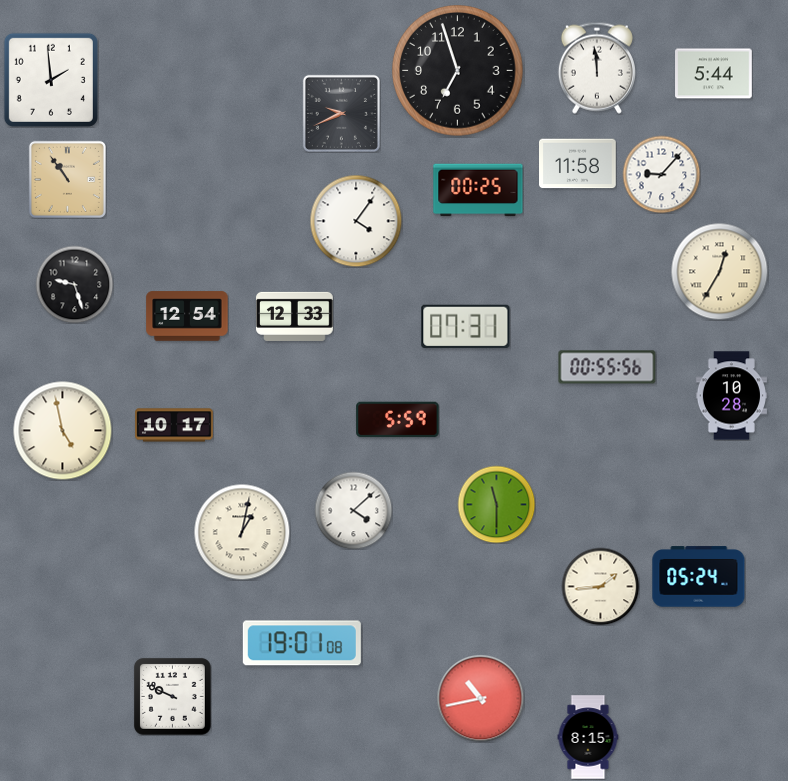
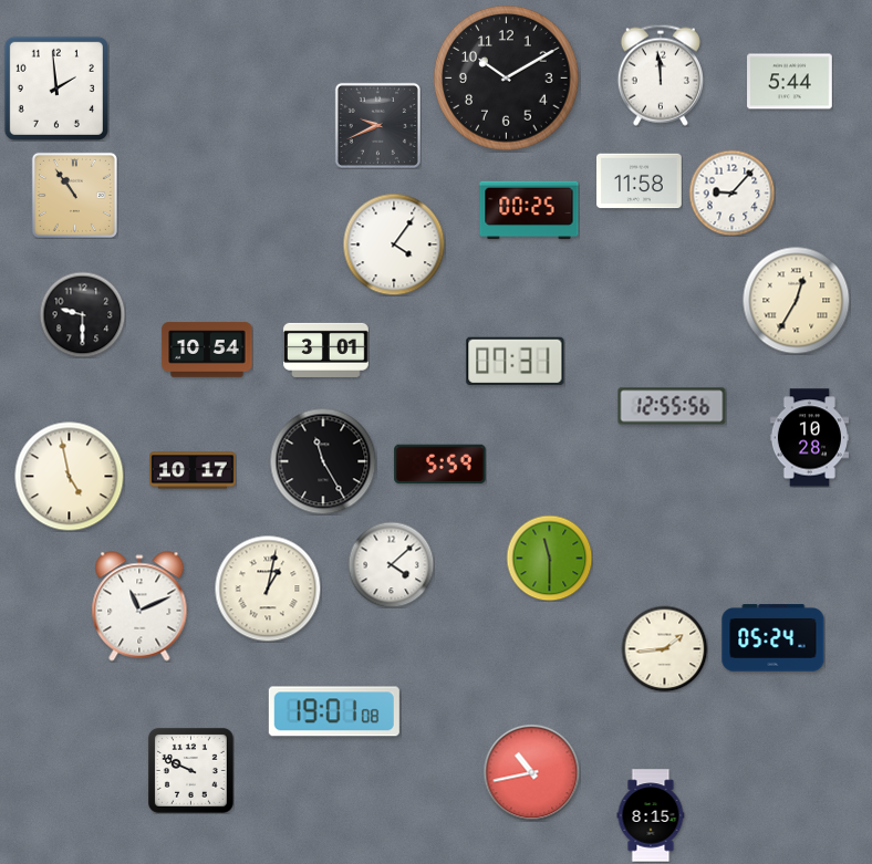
clock at (458, 71): 6:57 -> 10:10
clock at (67, 179) position: (67, 179) -> (74, 195)
clock at (74, 284): 9:27 -> 9:30
clock at (187, 316): 12:54 -> 10:54
clock at (295, 316): 12:33 -> 3:01
clock at (607, 367): 00:55 -> 12:55
clock at (323, 461): none -> 11:25
clock at (139, 606): none -> 11:11
